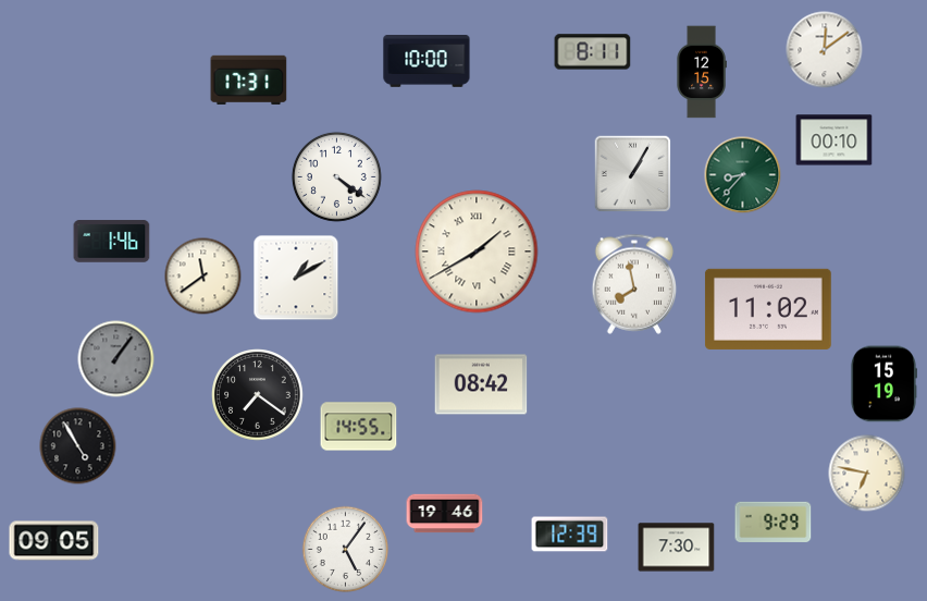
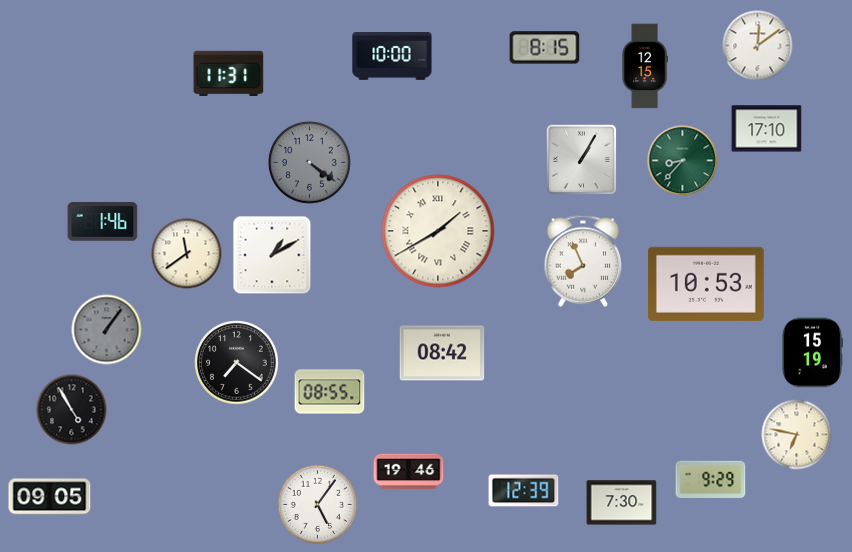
clock at (593, 52): 8:11 -> 8:15
clock at (249, 79): 17:31 -> 11:31
clock at (835, 140): 00:10 -> 17:10
clock at (336, 176) dial: white -> grey
clock at (634, 284): 7:58 -> 7:56
clock at (768, 309): 11:02 -> 10:53
clock at (359, 427): 14:55 -> 08:55
